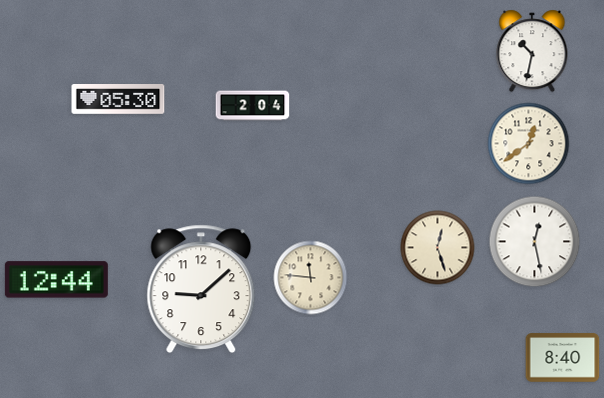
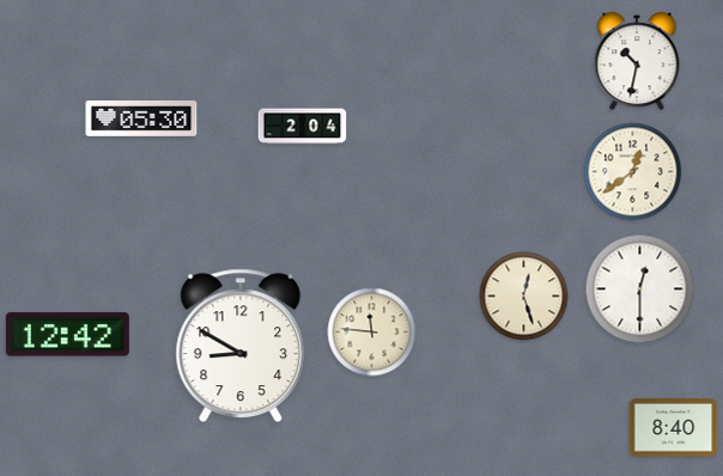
clock at (535, 242): 12:28 -> 12:30
clock at (56, 280): 12:44 -> 12:42
clock at (201, 289): 9:08 -> 8:50
